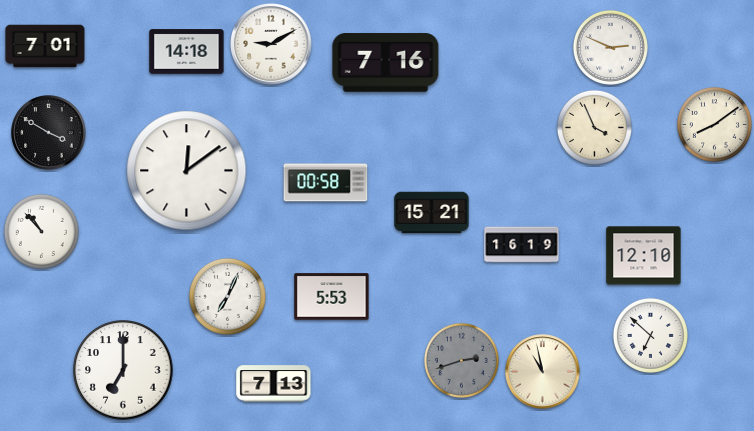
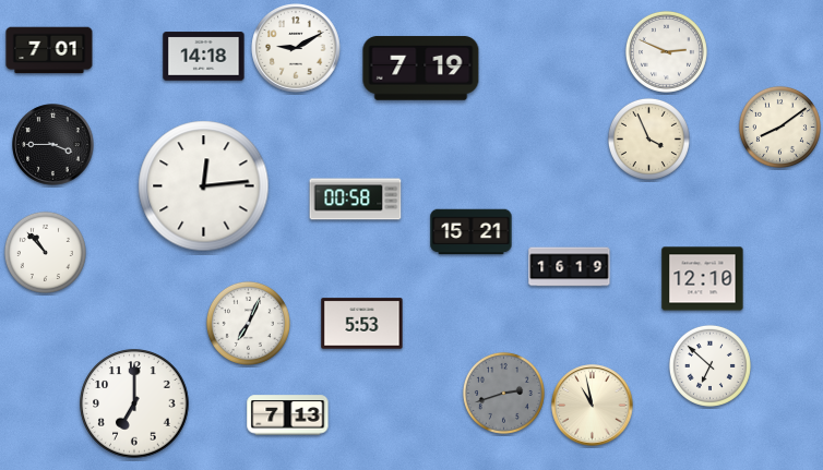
clock at (386, 63): 7:16 -> 7:19
clock at (714, 124) position: (714, 124) -> (779, 126)
clock at (49, 133): 3:50 -> 3:45
clock at (187, 171): 12:09 -> 12:14
clock at (274, 384) position: (274, 384) -> (288, 415)
